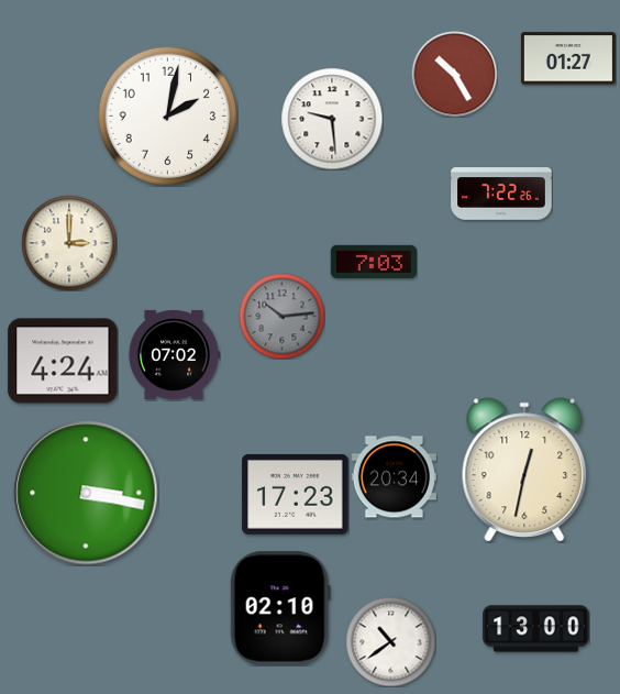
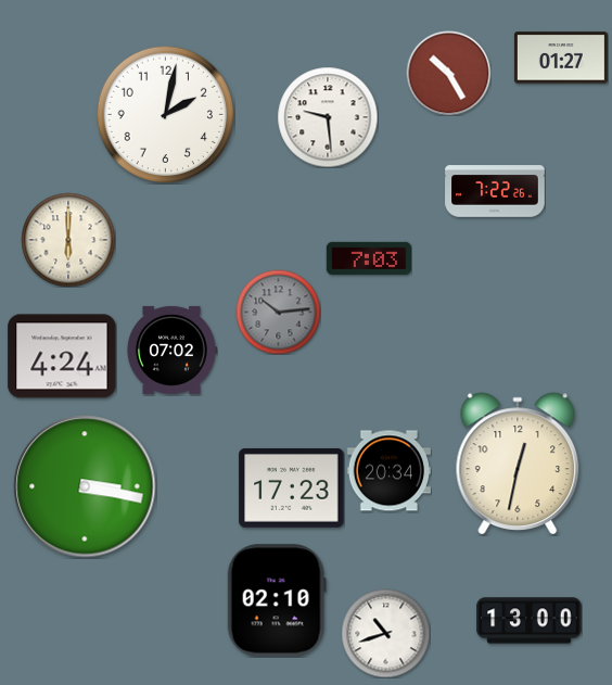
clock at (69, 243): 3:00 -> 6:00
clock at (390, 641): 10:39 -> 10:42
